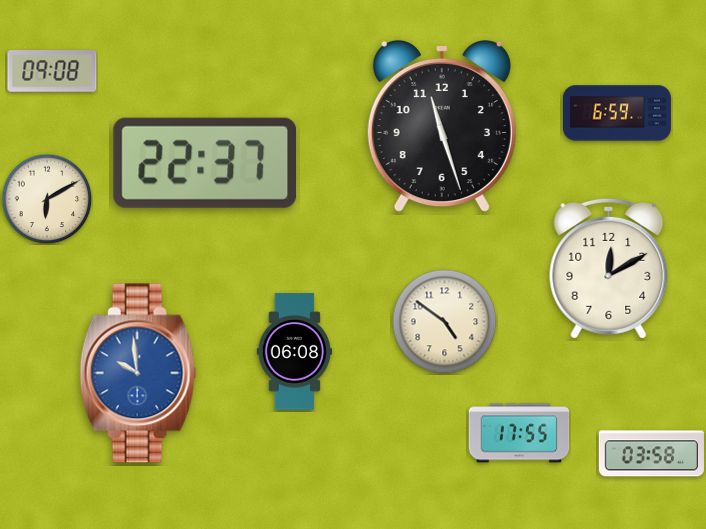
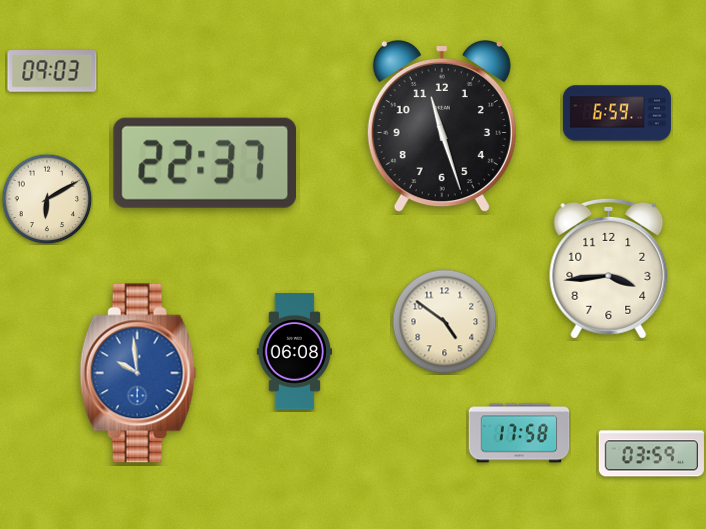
clock at (52, 72): 09:08 -> 09:03
clock at (609, 268): 12:10 -> 3:44
clock at (519, 433): 17:55 -> 17:58
clock at (651, 454): 03:58 -> 03:59
